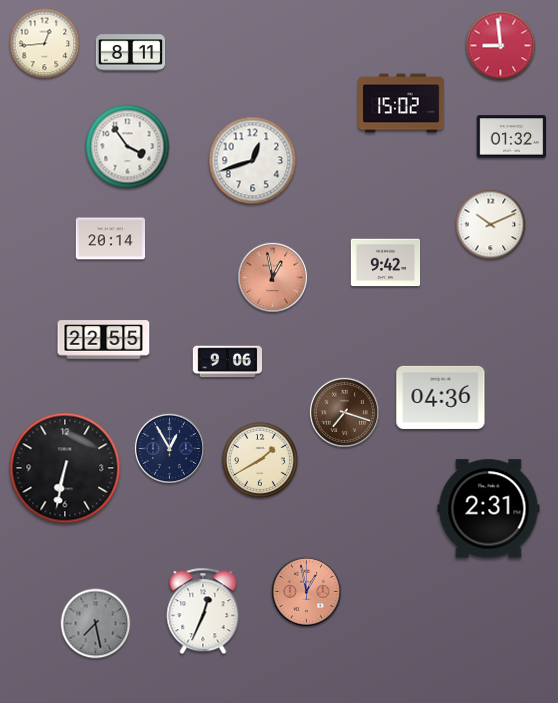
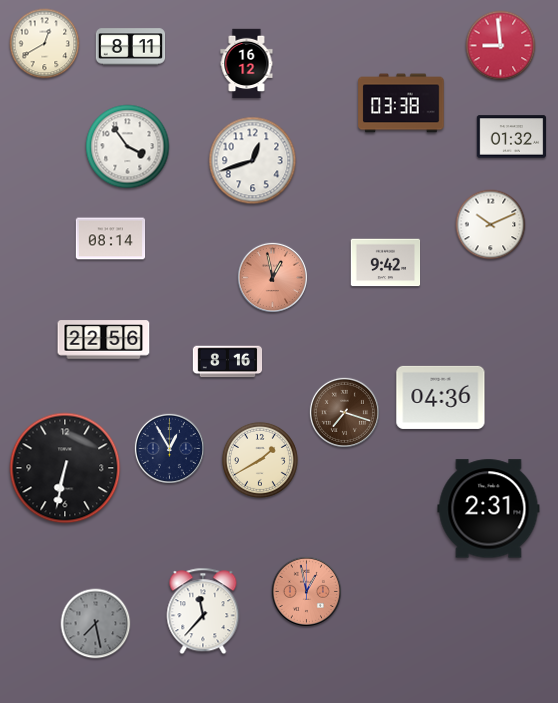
clock at (45, 44): 12:44 -> 12:40
clock at (131, 53) position: (131, 53) -> (131, 47)
clock at (247, 64): none -> 16:12
clock at (401, 103): 15:02 -> 03:38
clock at (111, 239): 20:14 -> 08:14
clock at (104, 340): 22:55 -> 22:56
clock at (228, 362): 9:06 -> 8:16
clock at (203, 611): 12:34 -> 11:37
